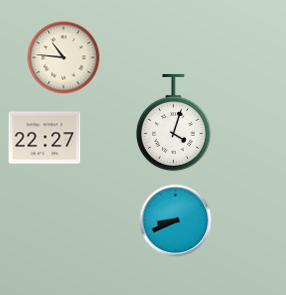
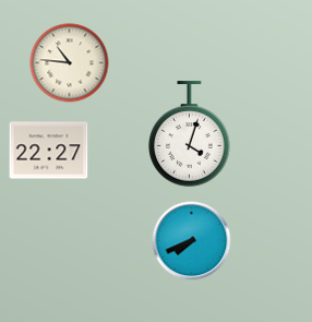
clock at (176, 221): 8:41 -> 7:41
